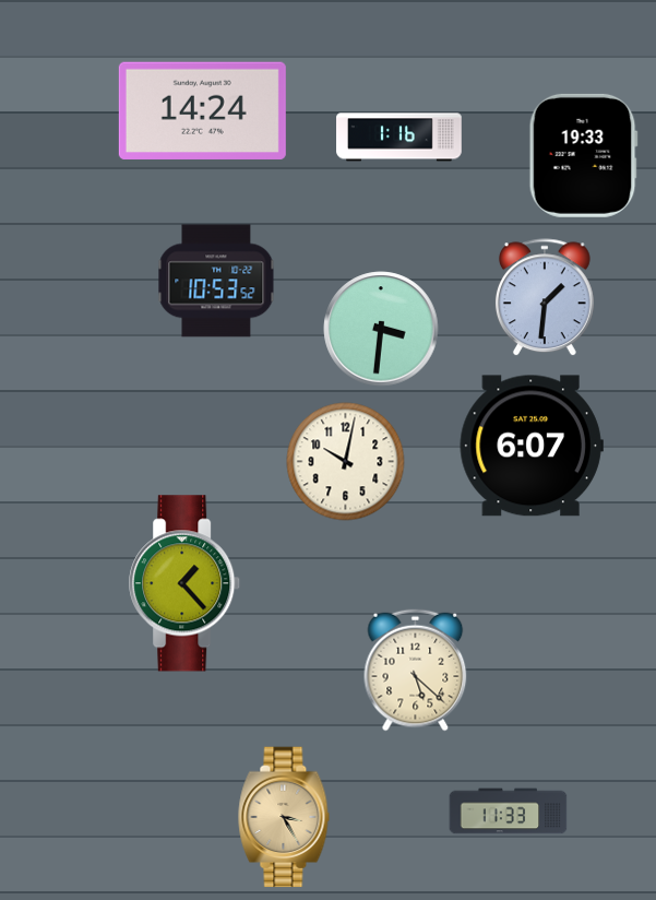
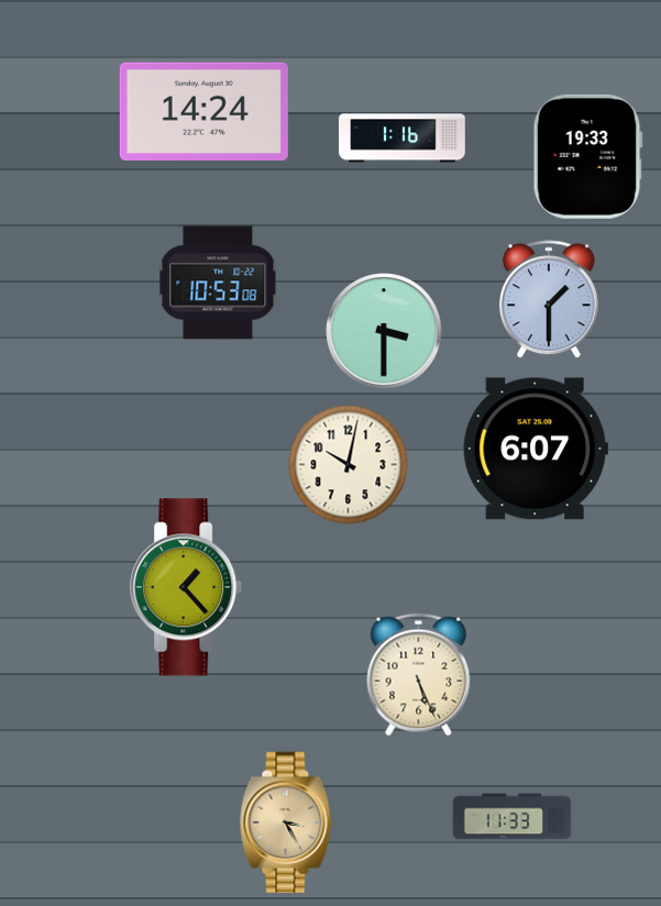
clock at (216, 281): 10:53:52 -> 10:53:08
clock at (545, 298): 1:31 -> 1:30
clock at (381, 329): 3:31 -> 3:30
clock at (416, 671): 5:22 -> 5:26
